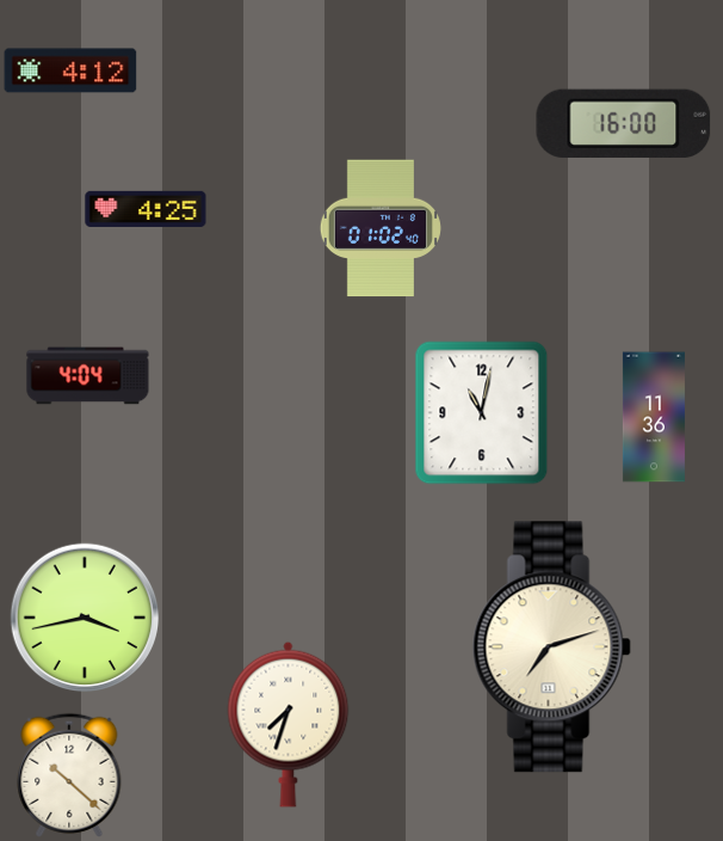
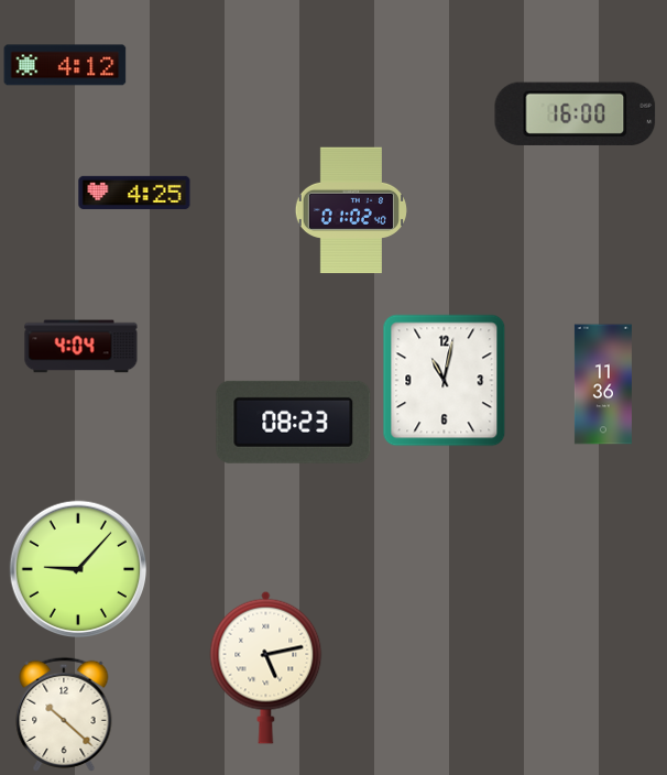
clock at (294, 422): none -> 08:23
clock at (85, 618): 3:43 -> 9:07
clock at (551, 647): 7:12 -> none
clock at (289, 724): 7:33 -> 5:13
